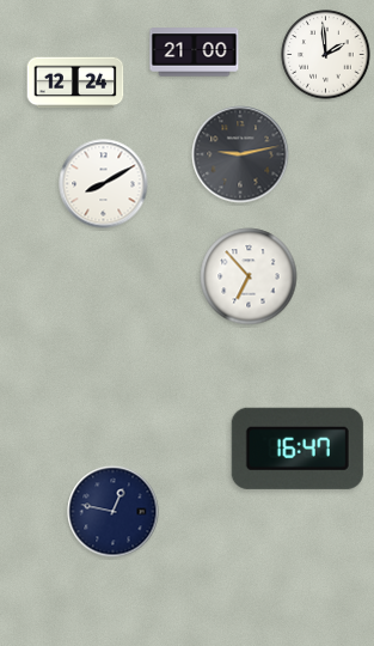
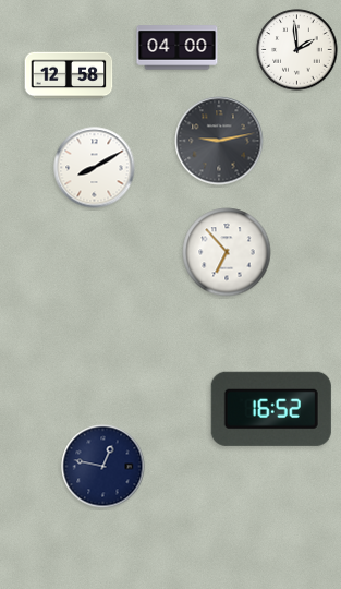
clock at (195, 53): 21:00 -> 04:00
clock at (75, 83): 12:24 -> 12:58
clock at (298, 449): 16:47 -> 16:52
